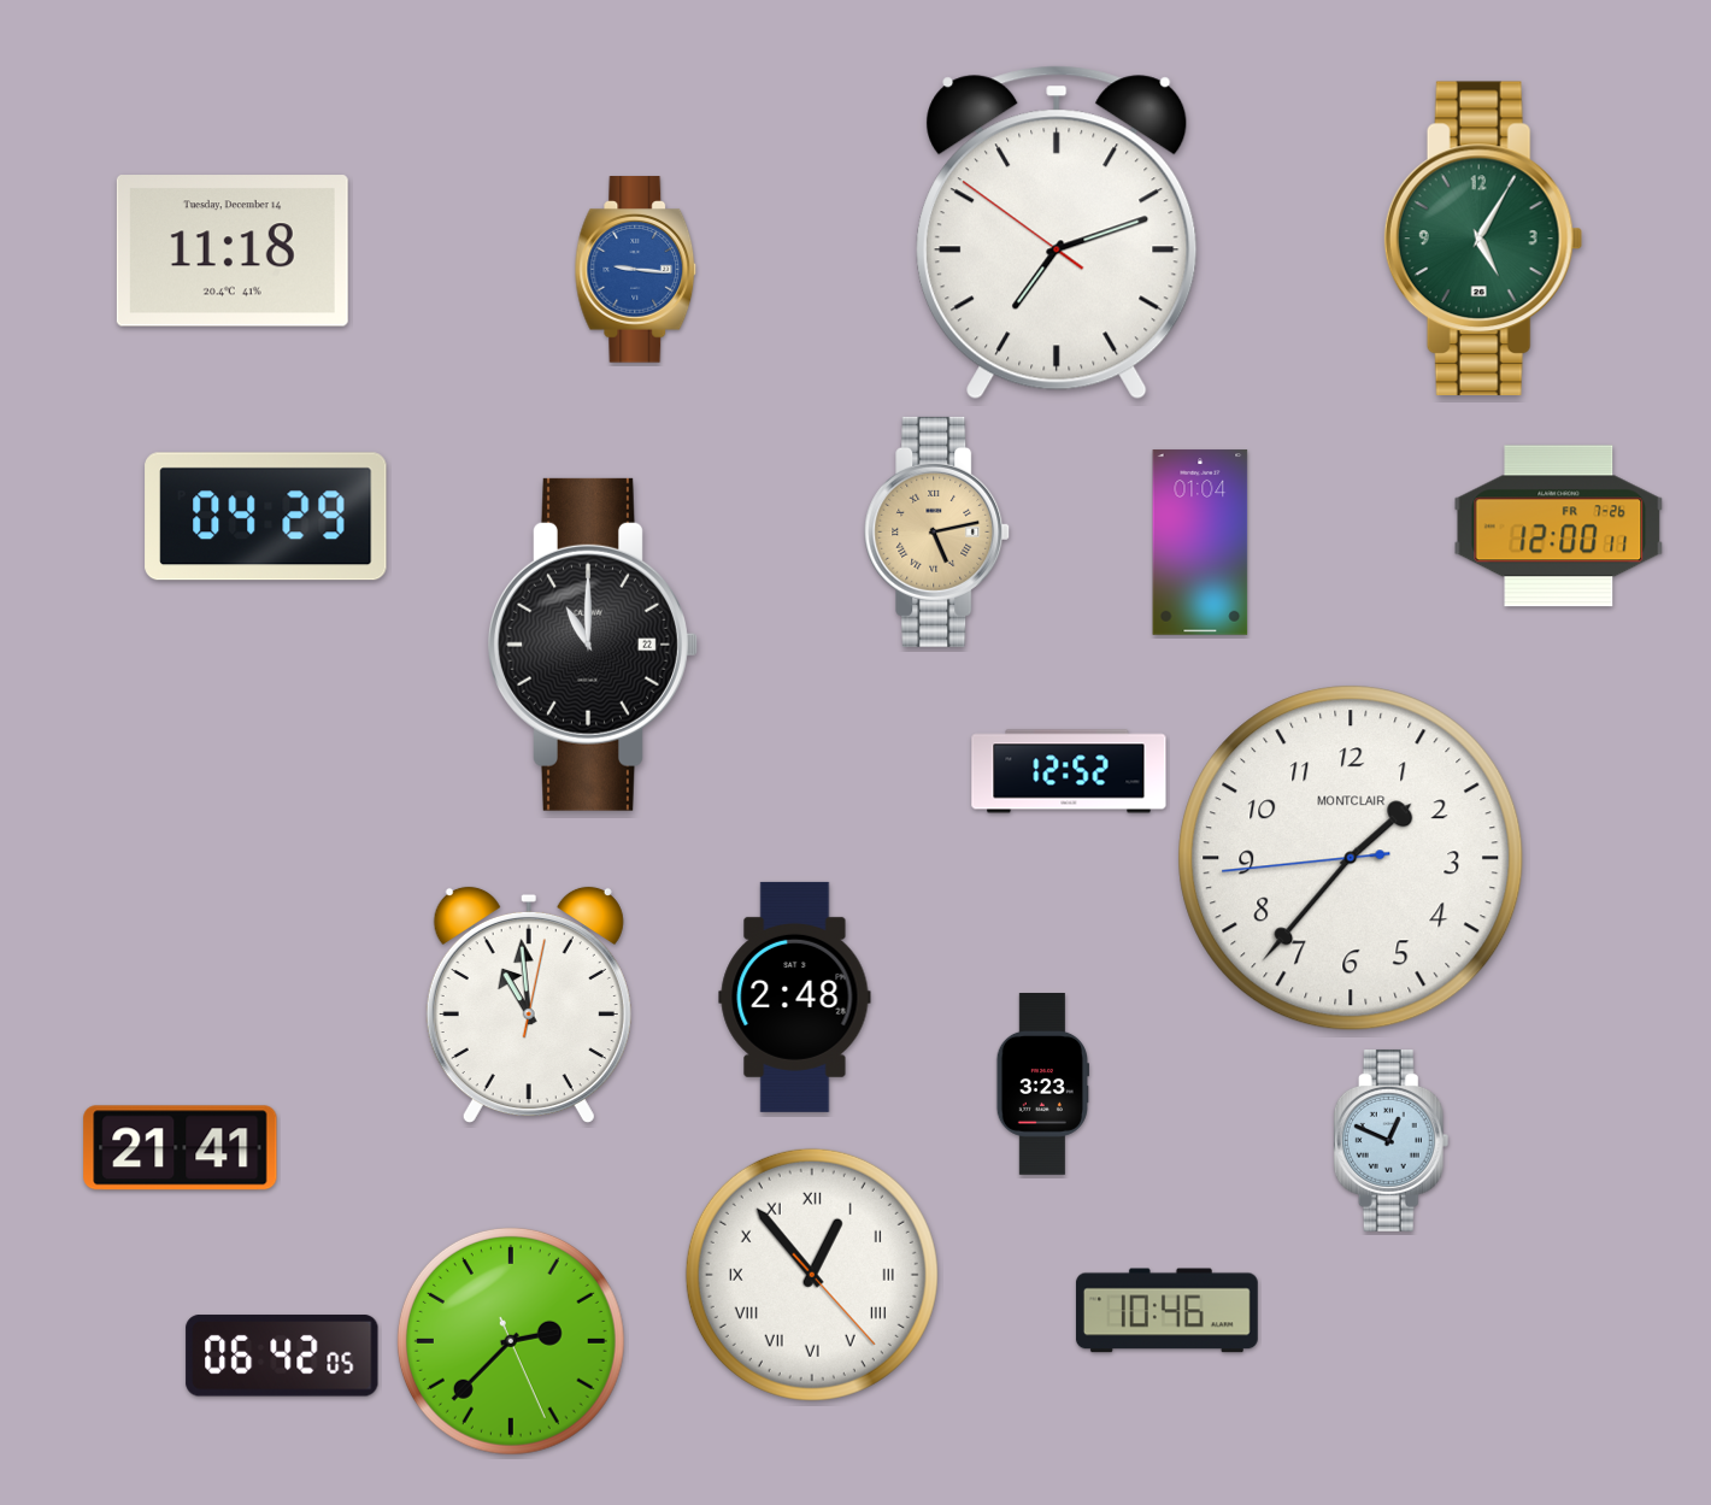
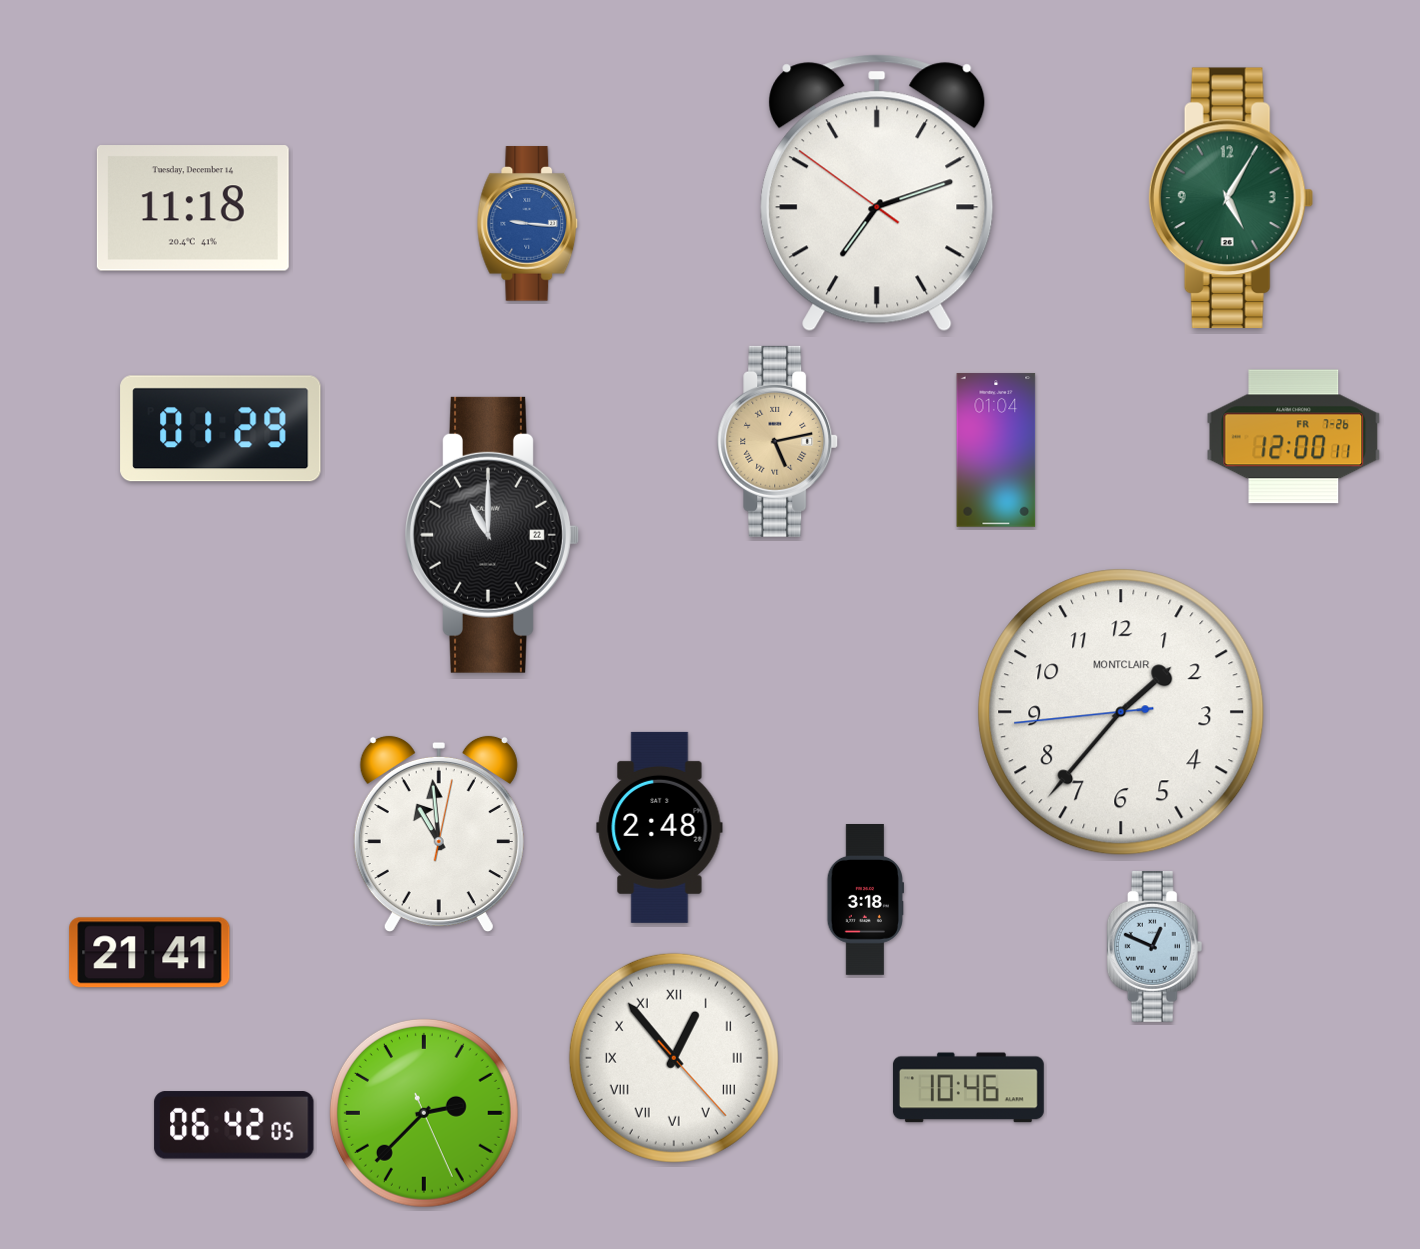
clock at (266, 517): 04:29 -> 01:29
clock at (1069, 771): 12:52 -> none
clock at (1042, 1084): 3:23 -> 3:18
